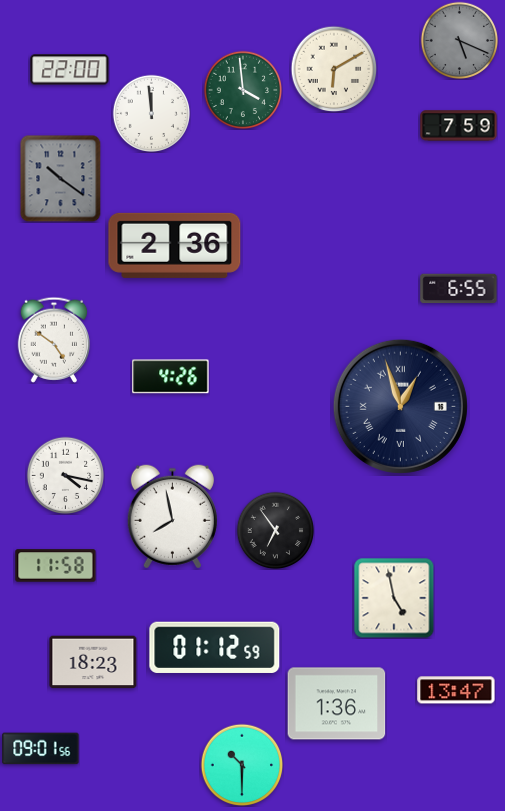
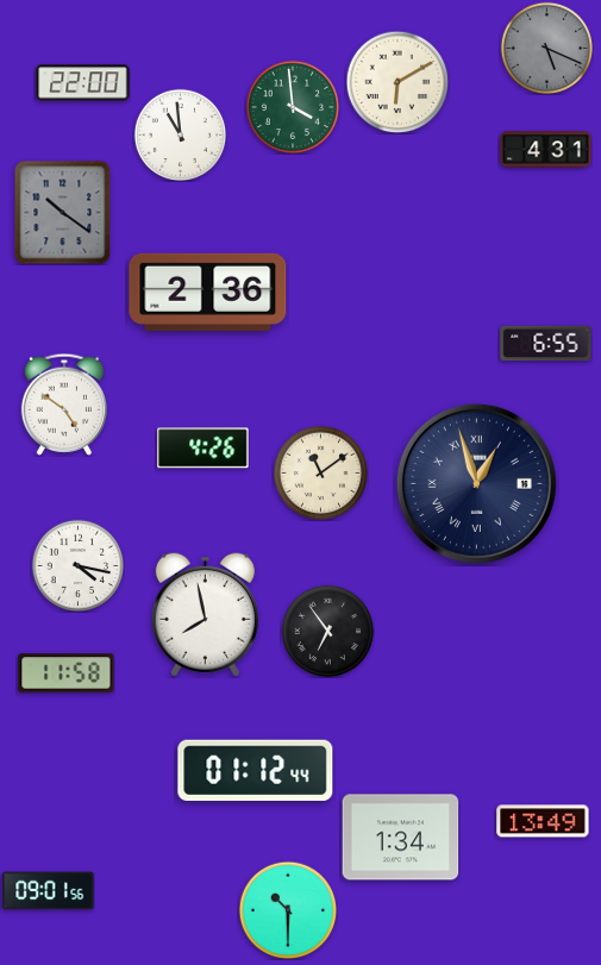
clock at (243, 90) position: (243, 90) -> (293, 107)
clock at (151, 113): 11:59 -> 10:59
clock at (459, 126): 7:59 -> 4:31
clock at (61, 178) position: (61, 178) -> (63, 212)
clock at (320, 472): none -> 11:09
clock at (394, 598): 4:58 -> none
clock at (215, 647): 01:12:59 -> 01:12:44
clock at (93, 662): 18:23 -> none
clock at (456, 690): 13:47 -> 13:49
clock at (337, 704): 1:36 -> 1:34
